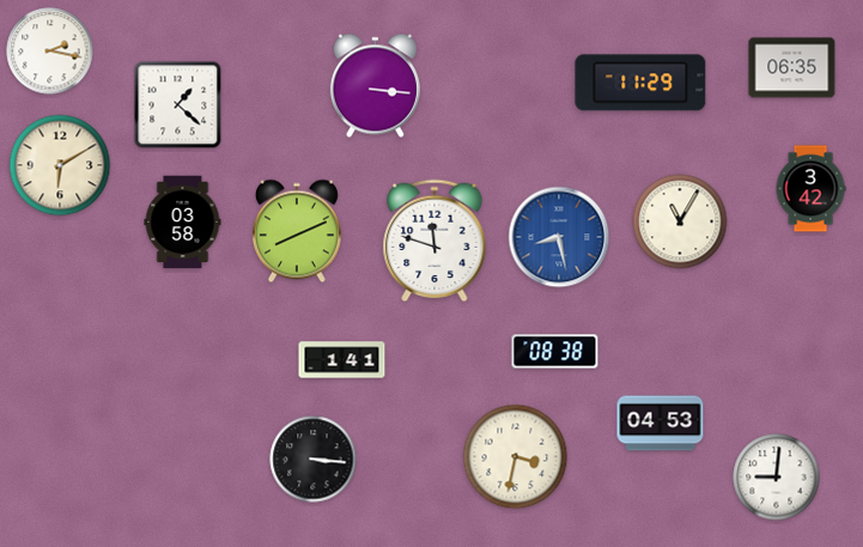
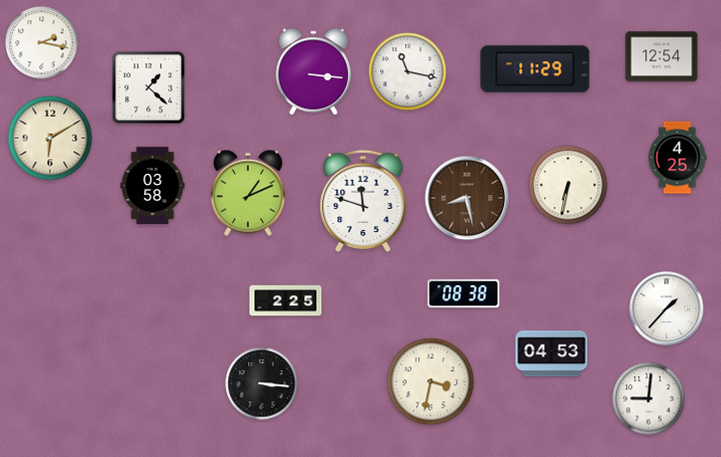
clock at (792, 68): 06:35 -> 12:54
clock at (408, 72): none -> 11:17
clock at (810, 189): 3:42 -> 4:25
clock at (680, 221): 11:05 -> 6:32
clock at (297, 231): 8:11 -> 1:11
clock at (559, 237) dial: blue -> brown
clock at (342, 360): 1:41 -> 2:25
clock at (667, 309): none -> 1:37
